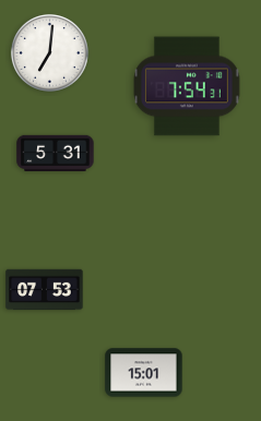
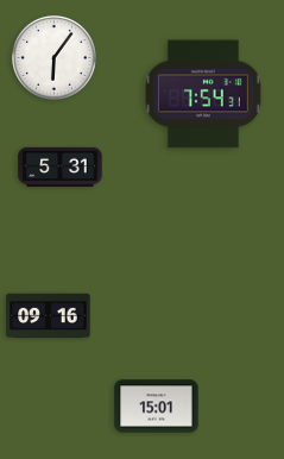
clock at (49, 52): 7:01 -> 6:06
clock at (45, 290): 07:53 -> 09:16
